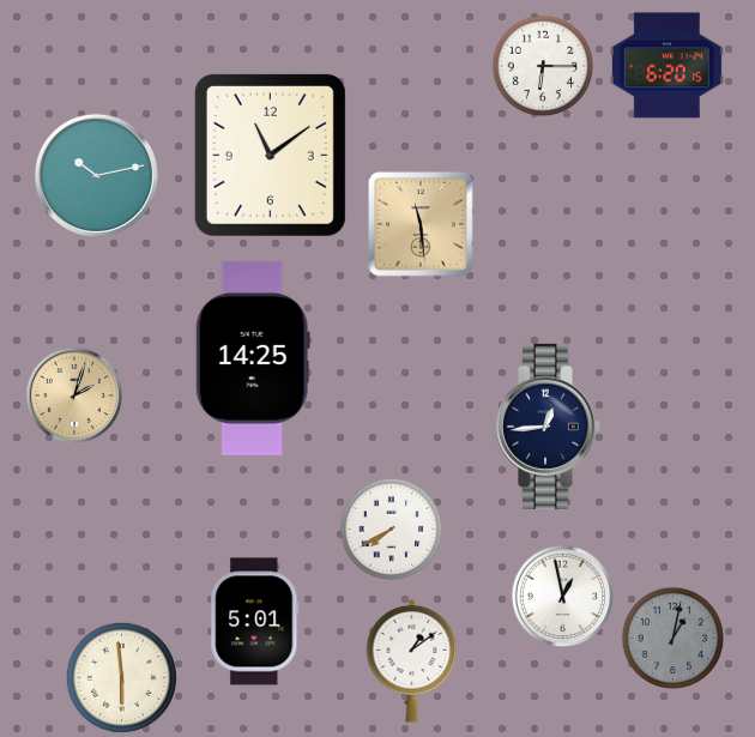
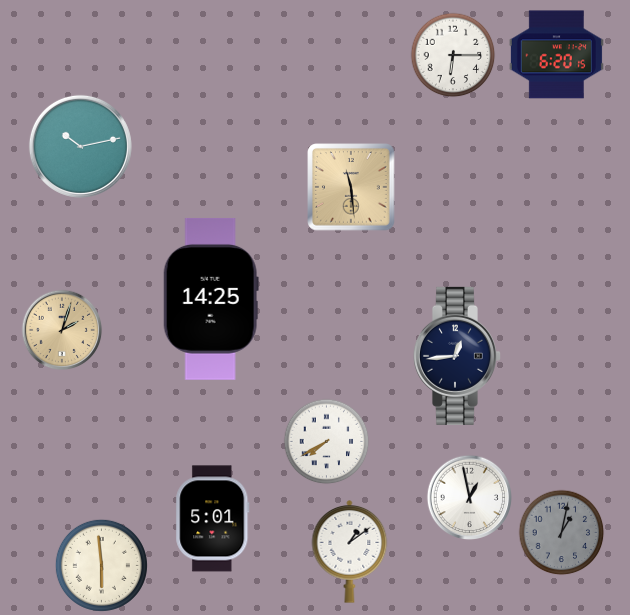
clock at (270, 155): 11:09 -> none
clock at (412, 662) position: (412, 662) -> (350, 552)
